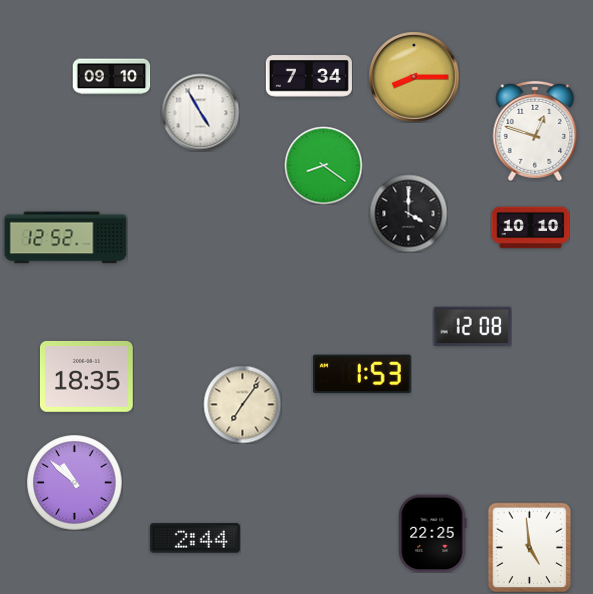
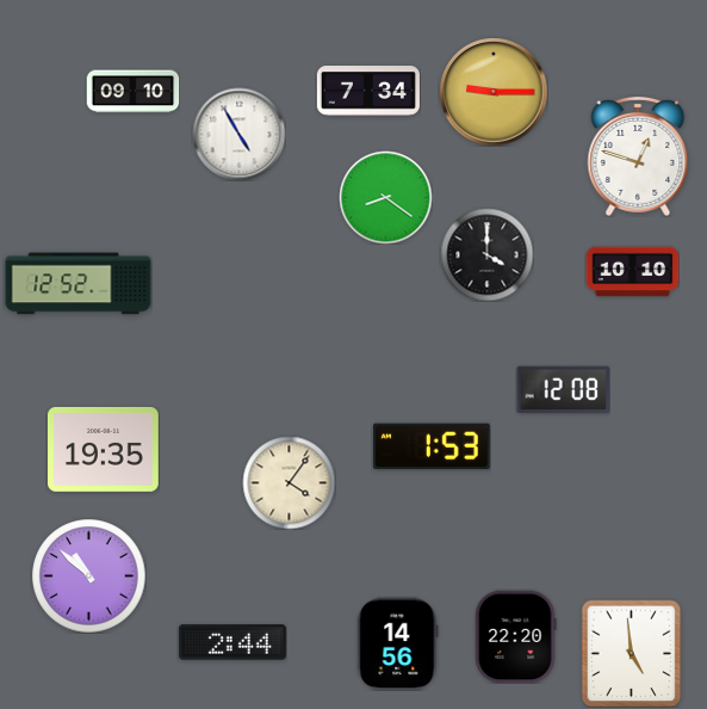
clock at (414, 77): 8:15 -> 9:15
clock at (86, 376): 18:35 -> 19:35
clock at (242, 404): 7:06 -> 4:06
clock at (433, 533): 22:25 -> 22:20
clock at (398, 643): none -> 14:56
